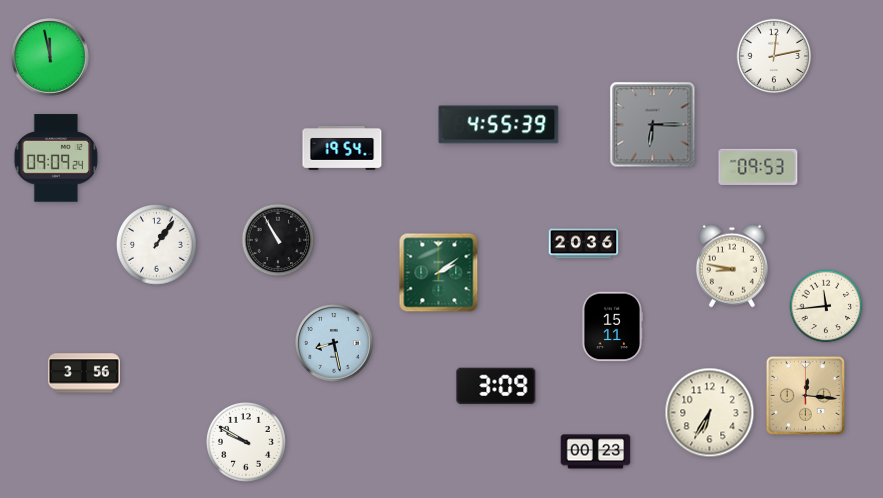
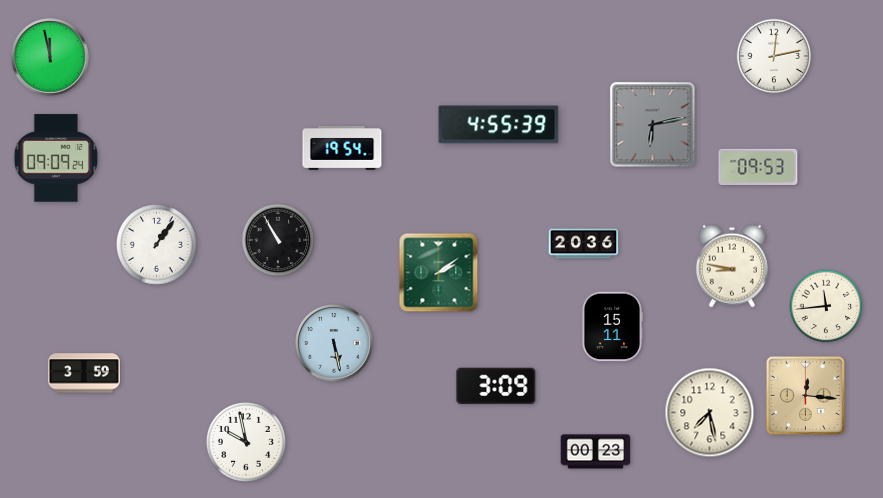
clock at (653, 125): 6:15 -> 6:13
clock at (334, 343): 8:28 -> 5:28
clock at (84, 373): 3:56 -> 3:59
clock at (710, 413): 6:35 -> 7:28
clock at (246, 442): 9:50 -> 9:58
